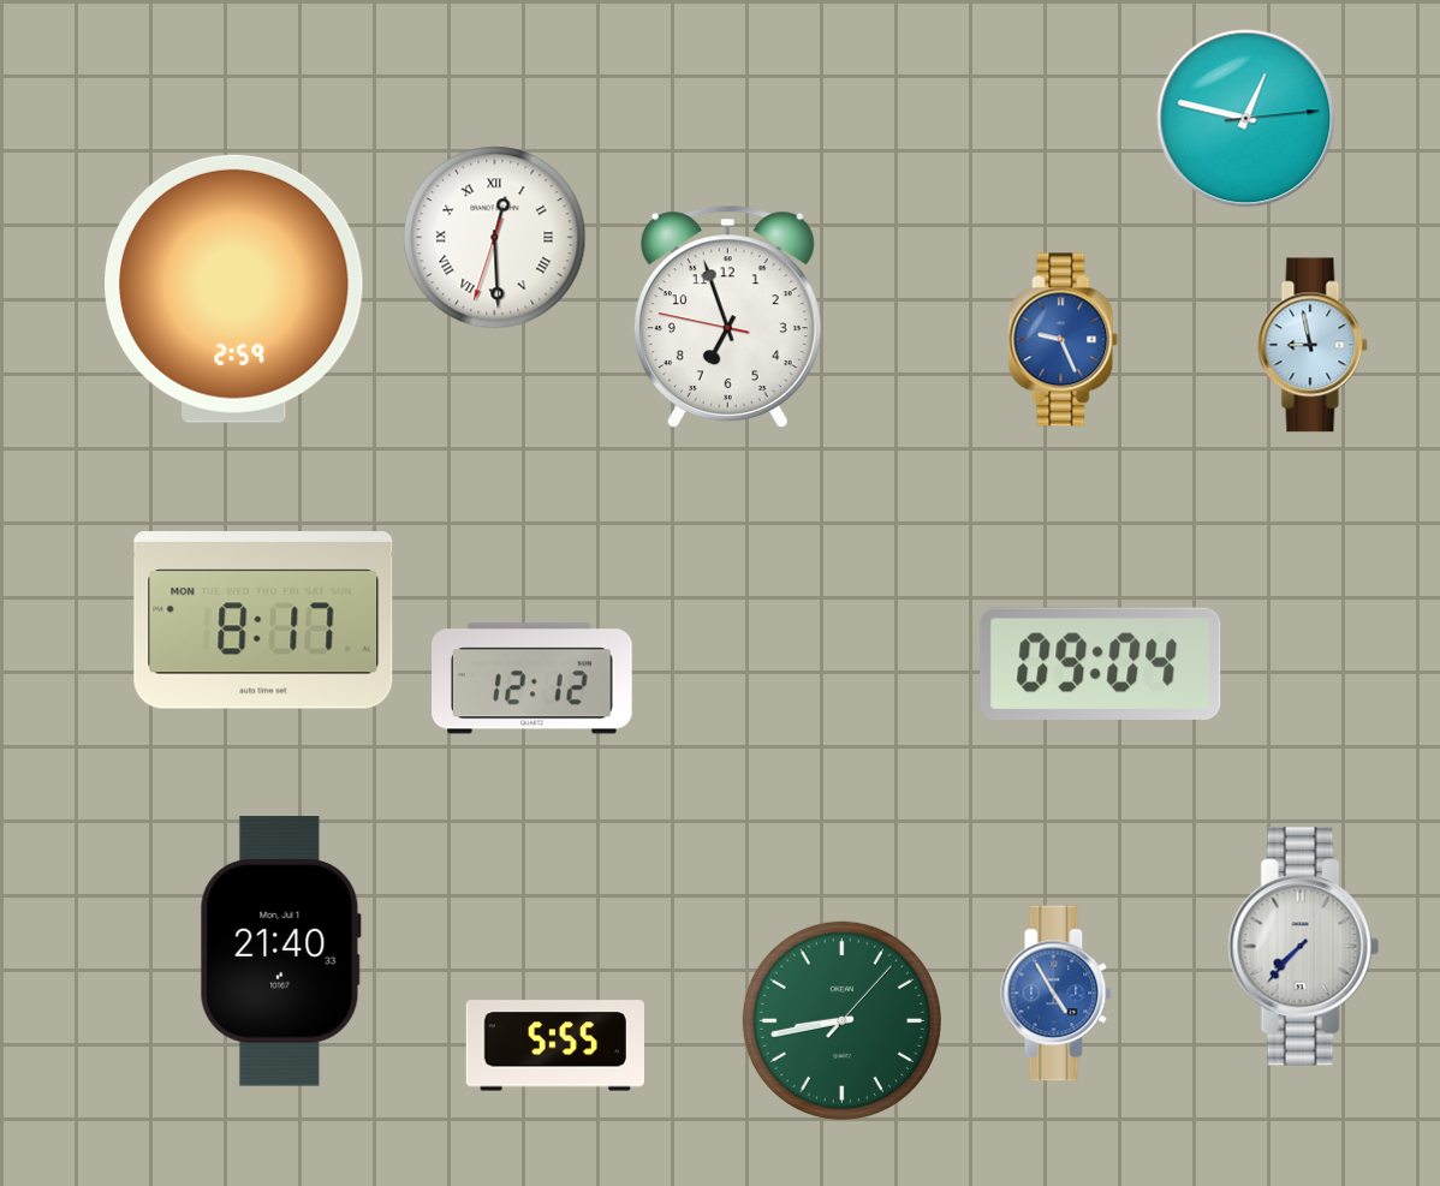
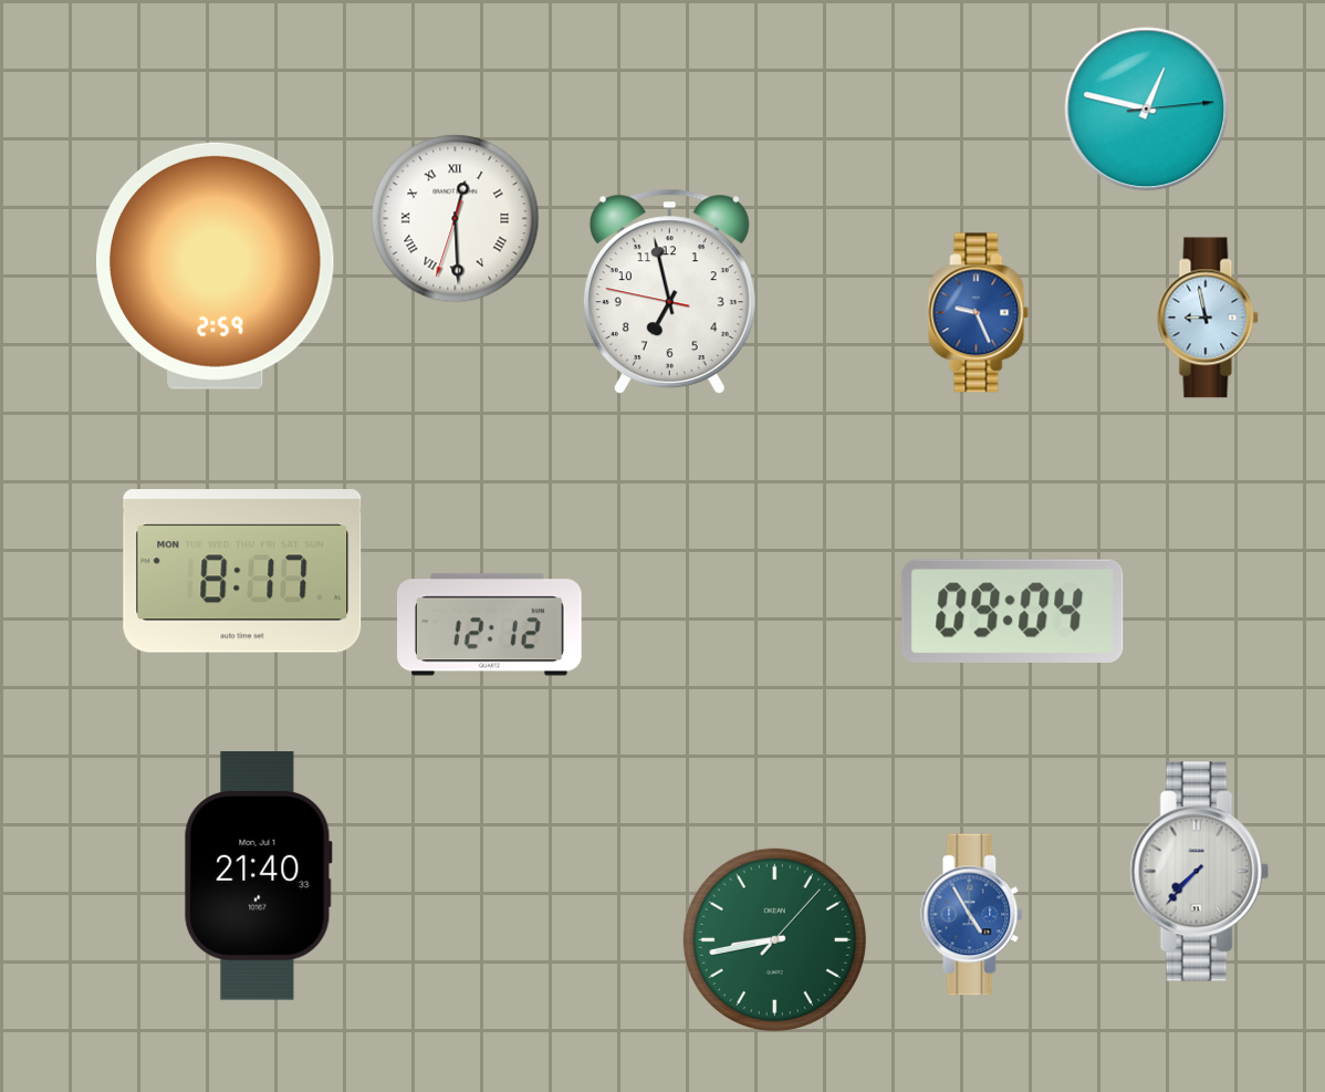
clock at (727, 317): 6:56 -> 6:57
clock at (555, 1045): 5:55 -> none
